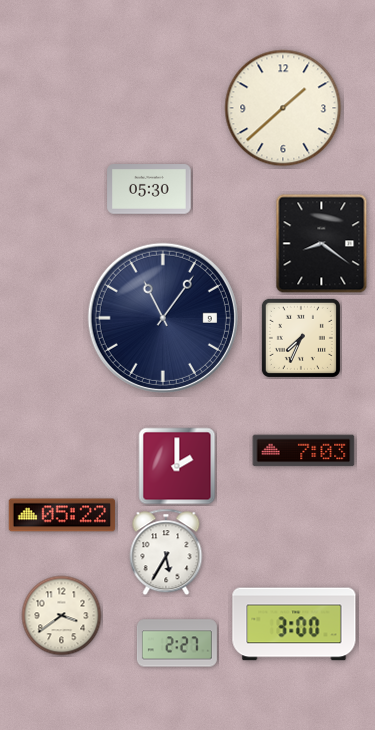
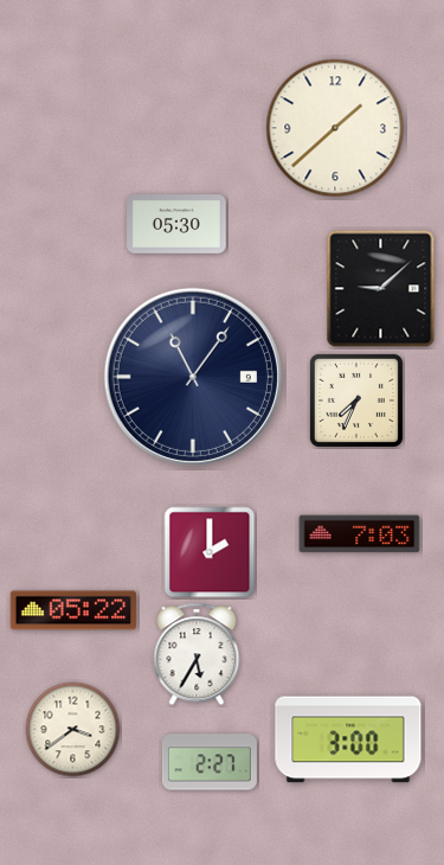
clock at (322, 244): 8:21 -> 9:08
